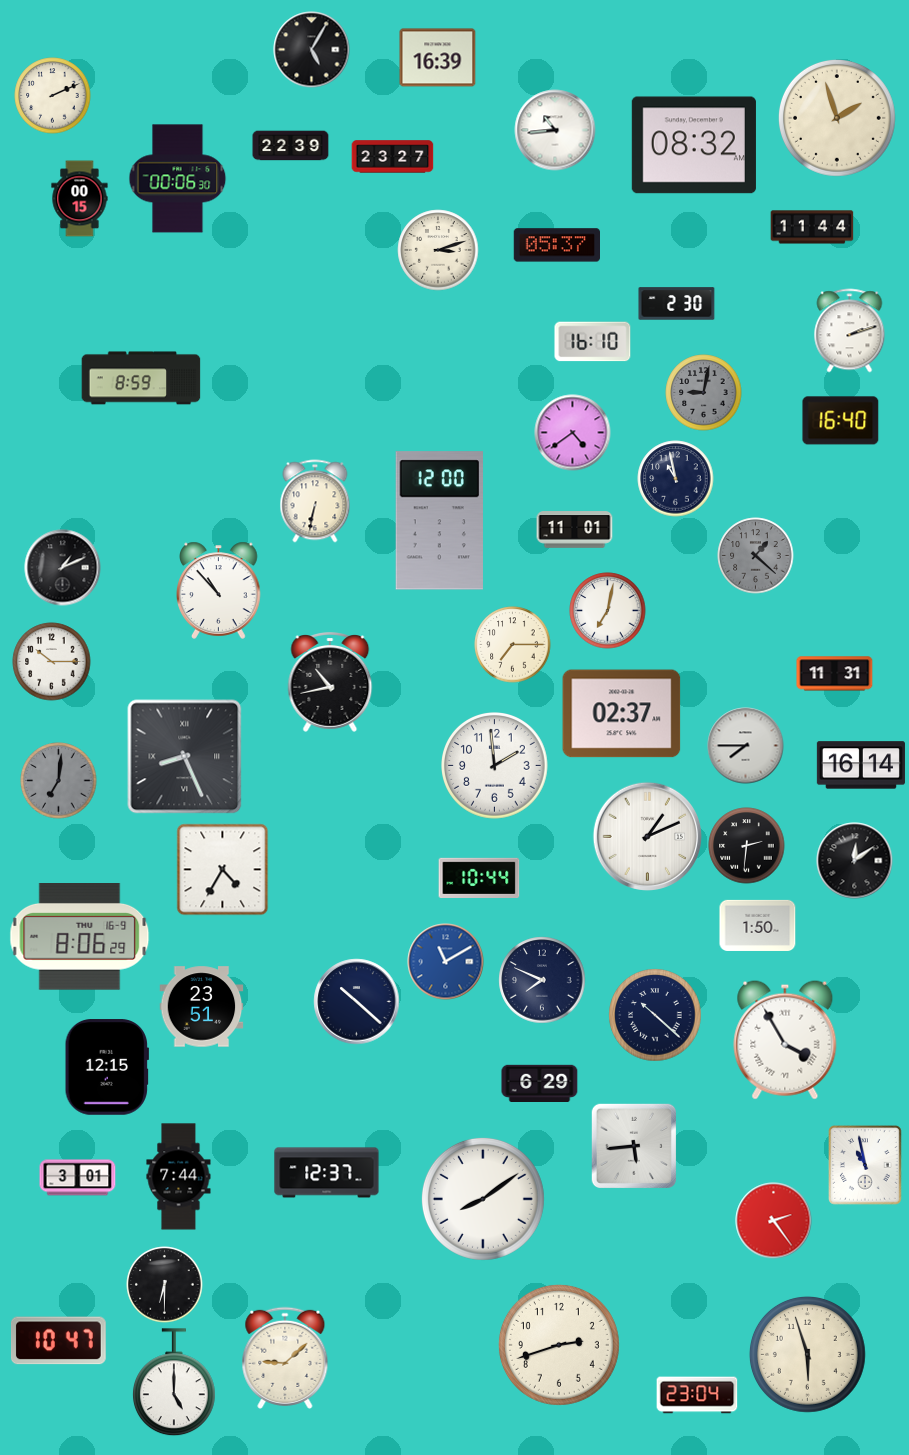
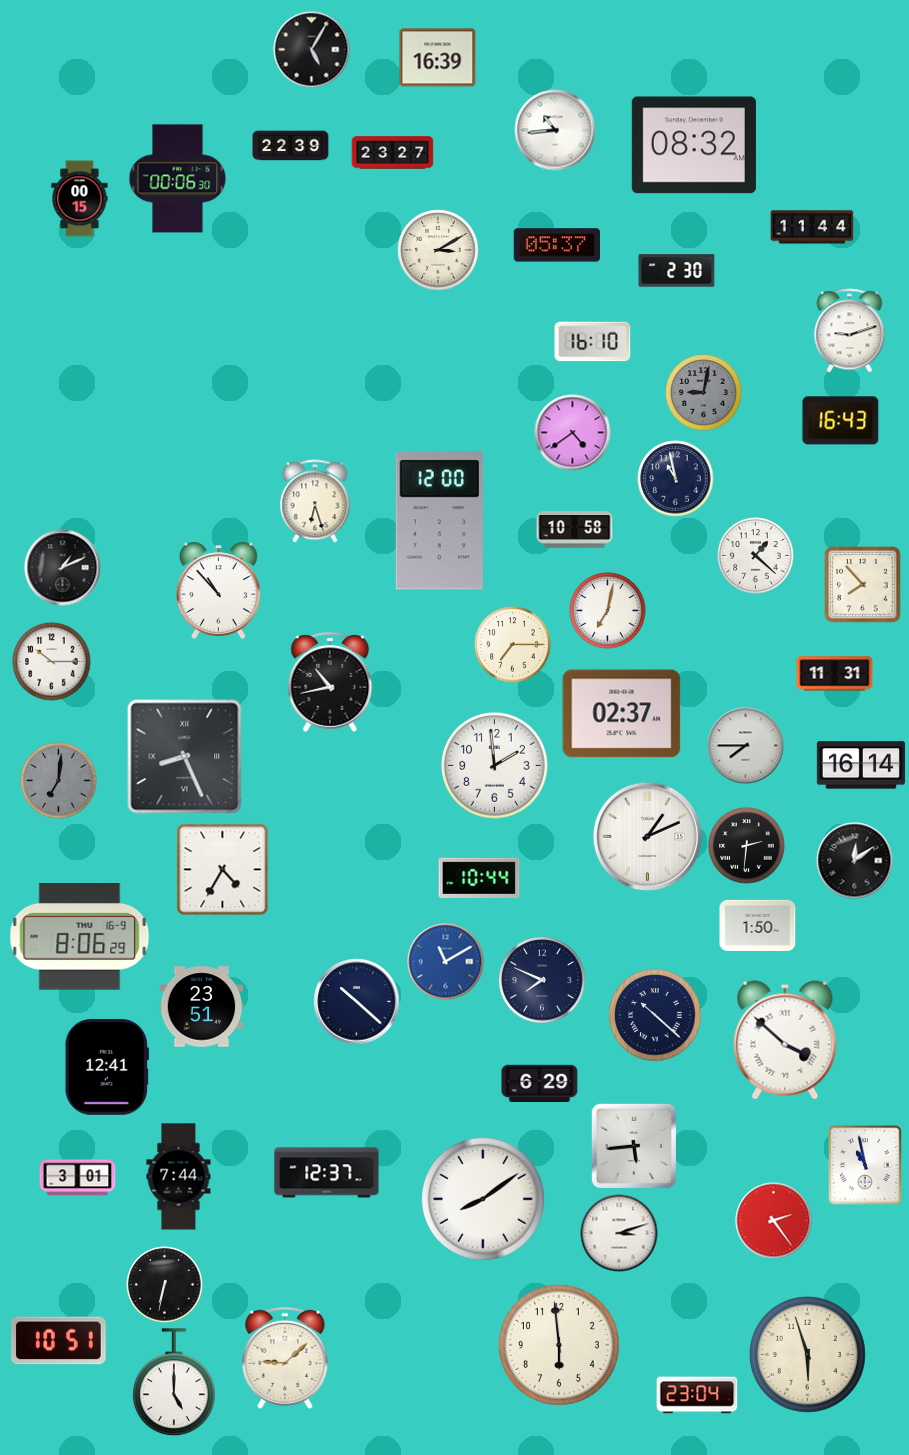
clock at (53, 96): 2:11 -> none
clock at (837, 118): 1:57 -> none
clock at (393, 157) position: (393, 157) -> (393, 153)
clock at (438, 250): 3:12 -> 3:10
clock at (677, 304) position: (677, 304) -> (677, 271)
clock at (850, 331): 2:12 -> 9:12
clock at (141, 378): 8:59 -> none
clock at (841, 421): 16:40 -> 16:43
clock at (315, 501): 6:32 -> 6:27
clock at (575, 530): 11:01 -> 10:58
clock at (756, 556) dial: grey -> white
clock at (863, 585): none -> 7:53
clock at (785, 1040): 3:55 -> 3:52
clock at (107, 1067): 12:15 -> 12:41
clock at (619, 1233): none -> 3:12
clock at (165, 1285): 6:30 -> 6:32
clock at (58, 1341): 10:47 -> 10:51
clock at (559, 1345): 2:42 -> 5:59
